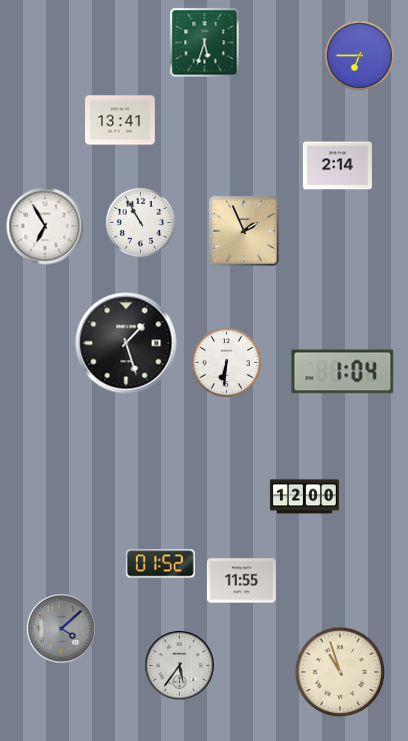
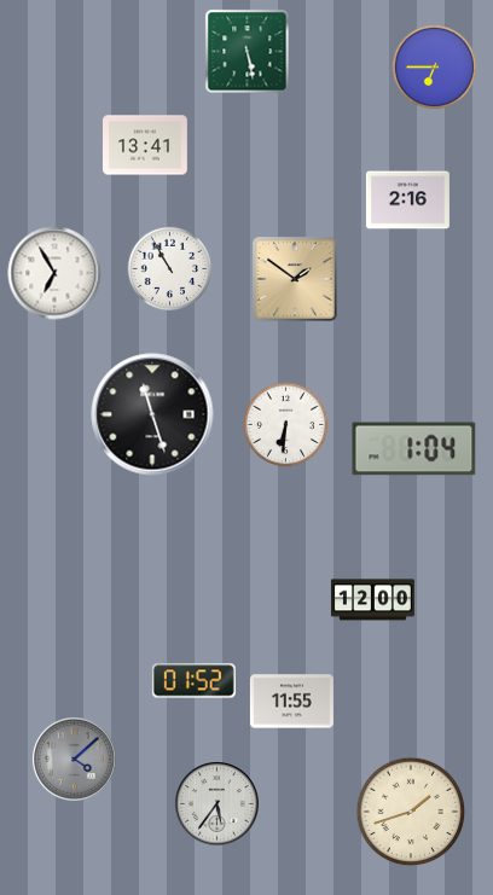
clock at (205, 43): 5:33 -> 5:28
clock at (337, 166): 2:14 -> 2:16
clock at (244, 231): 1:56 -> 1:51
clock at (126, 343): 1:27 -> 11:27
clock at (227, 363) position: (227, 363) -> (286, 425)
clock at (304, 497) position: (304, 497) -> (372, 600)
clock at (340, 672): 10:57 -> 1:42
